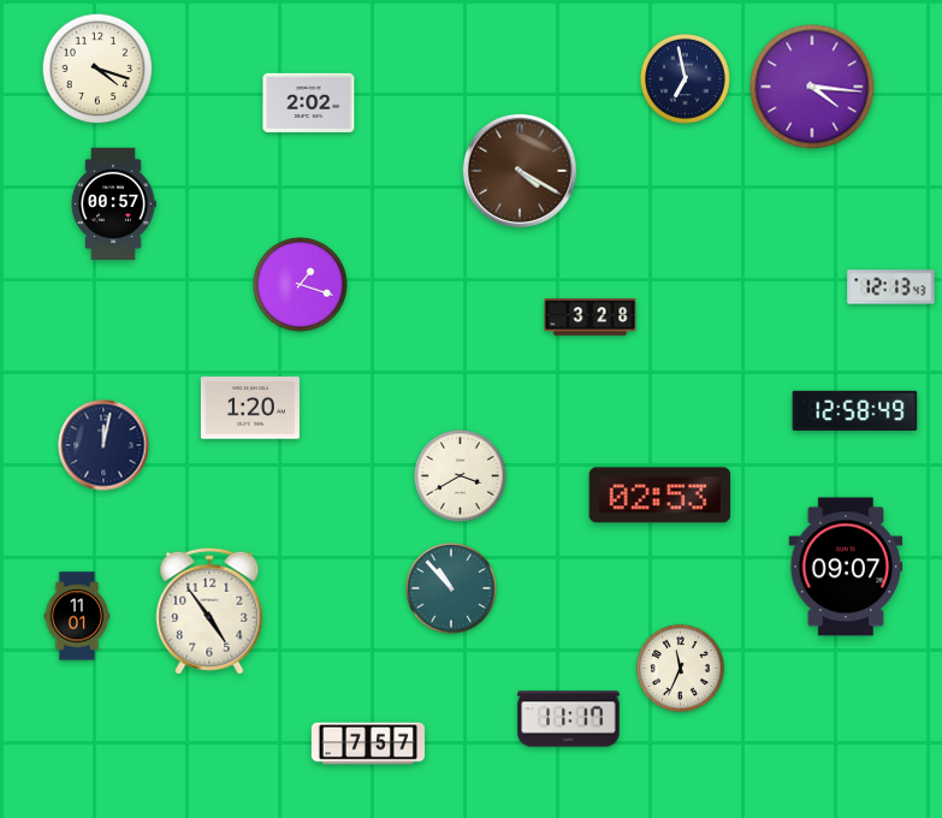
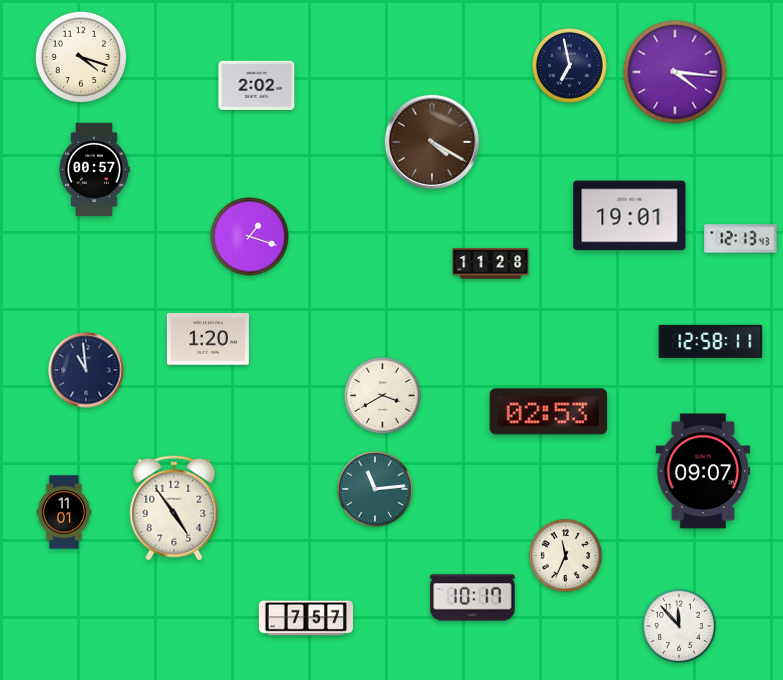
clock at (630, 216): none -> 19:01
clock at (591, 318): 3:28 -> 11:28
clock at (855, 410): 12:58:49 -> 12:58:11
clock at (103, 445): 12:02 -> 10:59
clock at (451, 588): 10:53 -> 11:14
clock at (569, 719): 11:17 -> 10:17
clock at (679, 626): none -> 11:53
